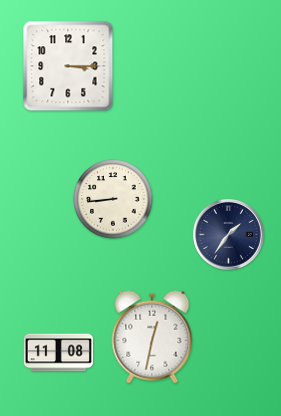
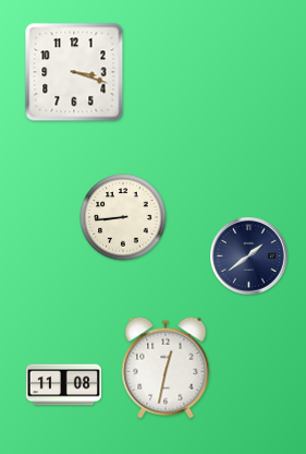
clock at (68, 66): 3:15 -> 3:18
clock at (229, 235): 1:36 -> 1:39
